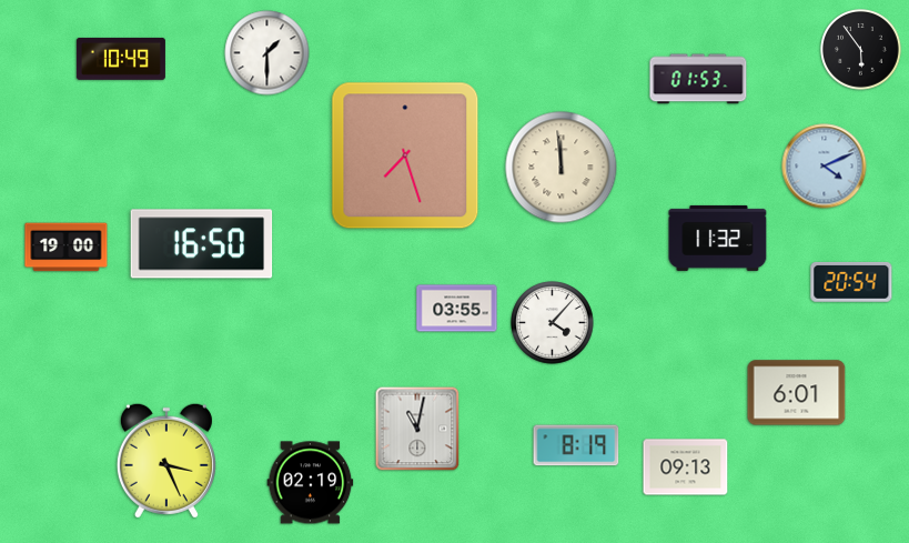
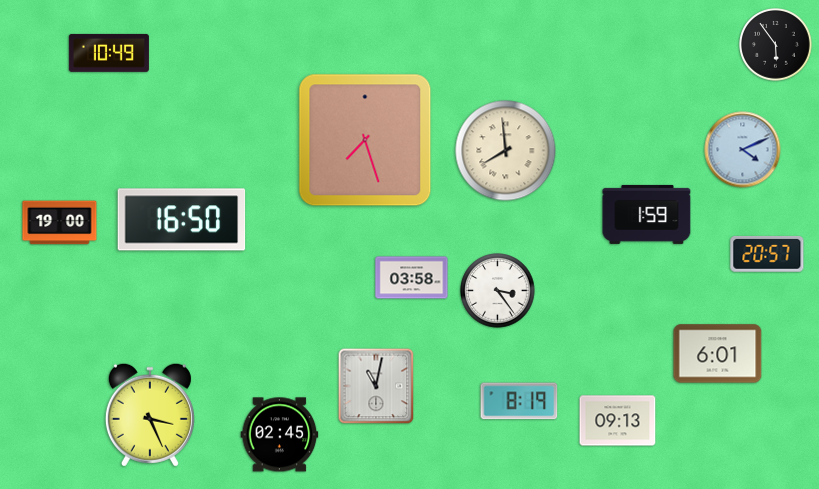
clock at (267, 53): 1:30 -> none
clock at (698, 79): 01:53 -> none
clock at (562, 168): 11:59 -> 7:59
clock at (718, 238): 11:32 -> 1:59
clock at (851, 282): 20:54 -> 20:57
clock at (457, 309): 03:55 -> 03:58
clock at (553, 323): 4:07 -> 3:24
clock at (311, 483): 02:19 -> 02:45
